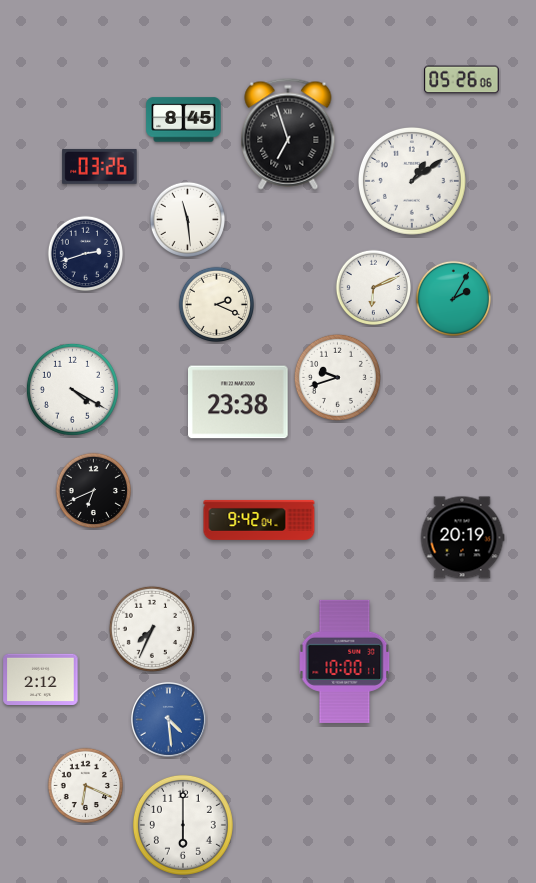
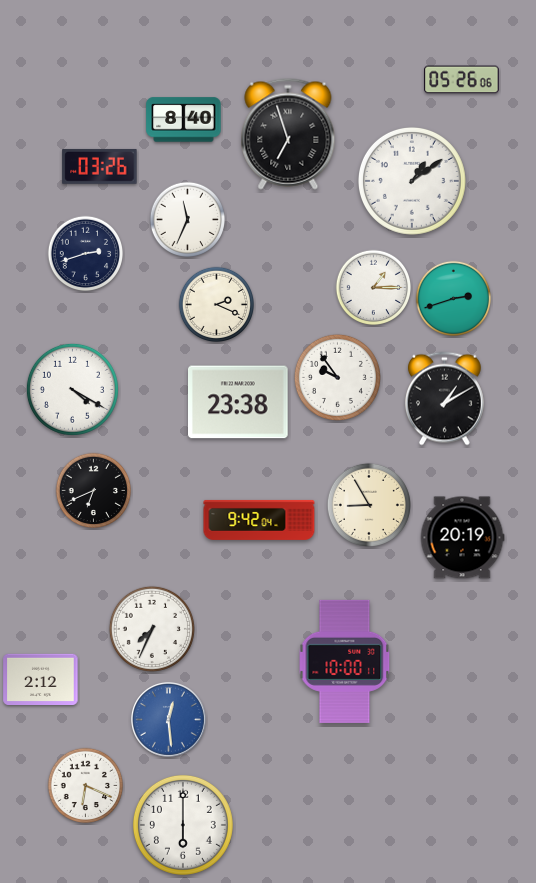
clock at (184, 120): 8:45 -> 8:40
clock at (188, 220): 11:29 -> 11:34
clock at (374, 288): 6:11 -> 1:15
clock at (454, 299): 2:05 -> 2:42
clock at (337, 377): 9:42 -> 9:54
clock at (445, 399): none -> 1:10
clock at (369, 505): none -> 8:55
clock at (168, 719): 4:29 -> 12:29
